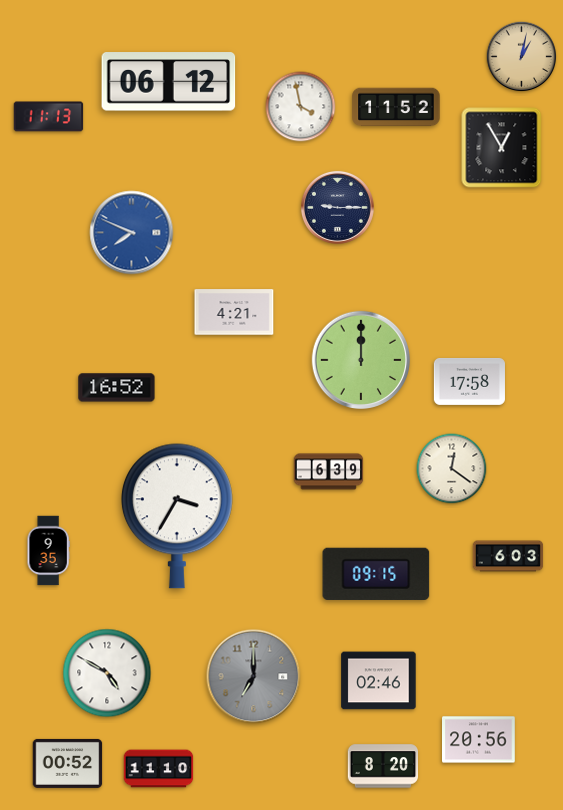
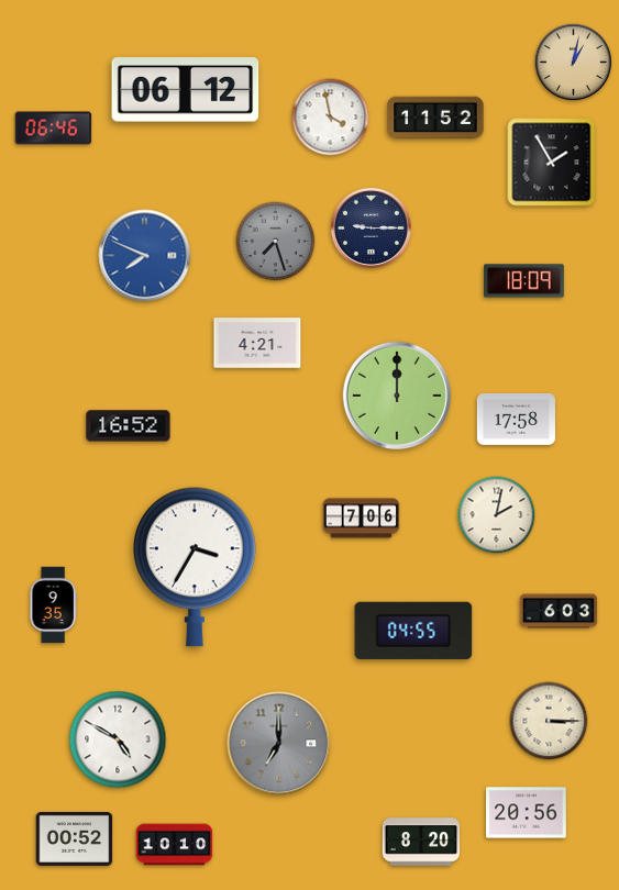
clock at (49, 117): 11:13 -> 06:46
clock at (502, 148): 12:55 -> 1:55
clock at (276, 242): none -> 7:27
clock at (524, 281): none -> 18:09
clock at (452, 469): 12:21 -> 2:02
clock at (329, 472): 6:39 -> 7:06
clock at (376, 574): 09:15 -> 04:55
clock at (549, 721): none -> 3:15
clock at (379, 681): 02:46 -> none
clock at (159, 769): 11:10 -> 10:10
